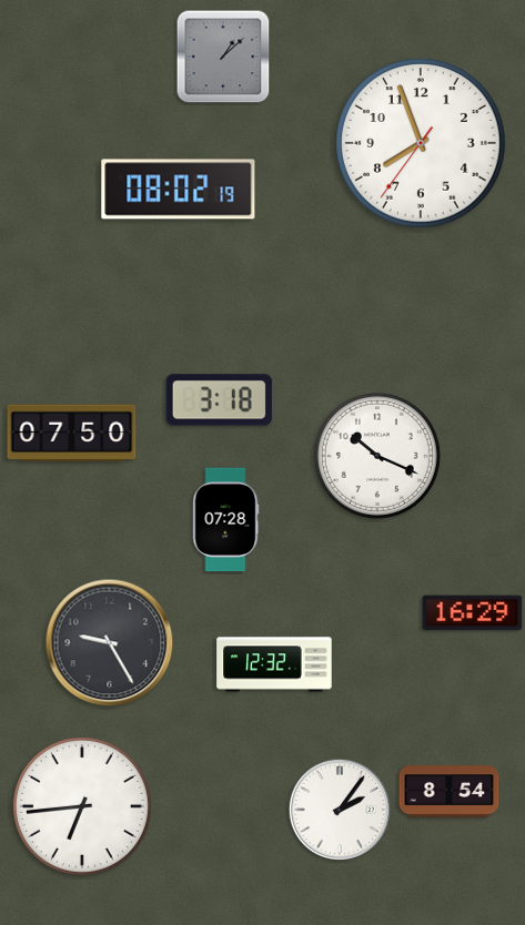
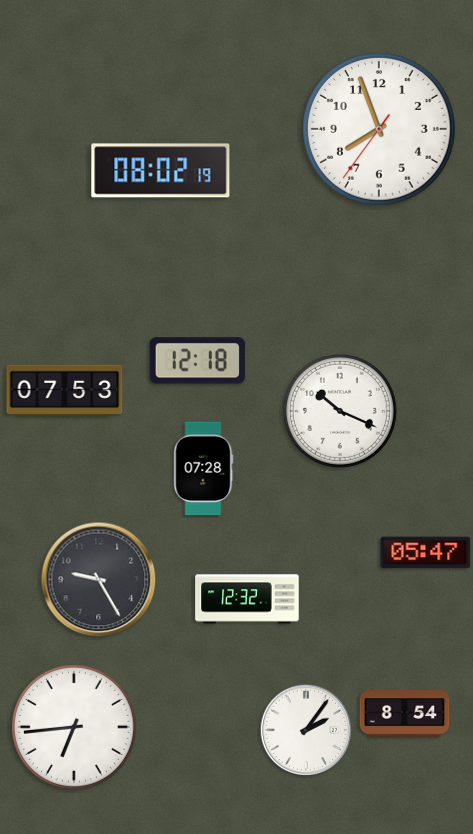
clock at (223, 57): 1:08 -> none
clock at (219, 400): 3:18 -> 12:18
clock at (72, 434): 07:50 -> 07:53
clock at (473, 613): 16:29 -> 05:47
